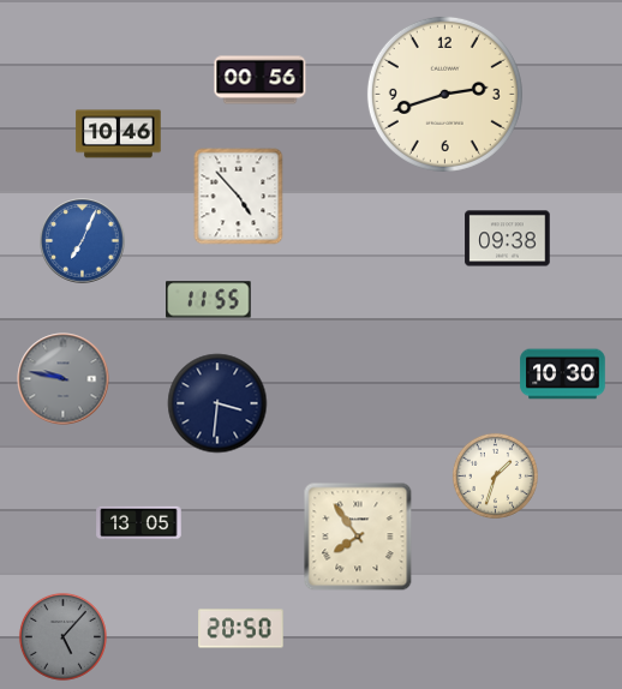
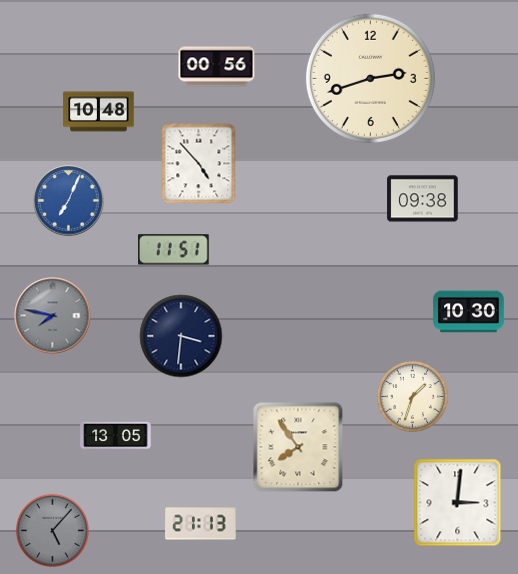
clock at (119, 134): 10:46 -> 10:48
clock at (209, 300): 11:55 -> 11:51
clock at (64, 379): 9:47 -> 7:47
clock at (458, 503): none -> 3:01
clock at (241, 629): 20:50 -> 21:13
